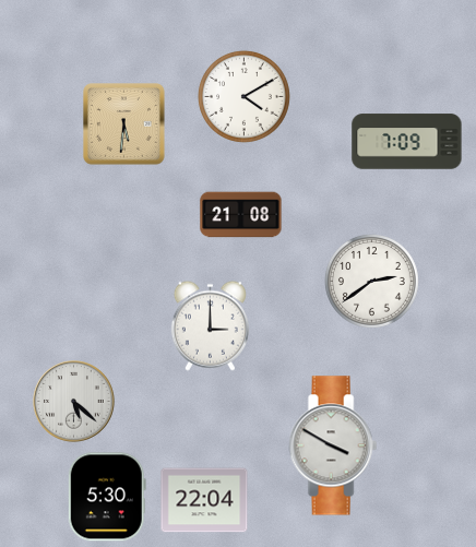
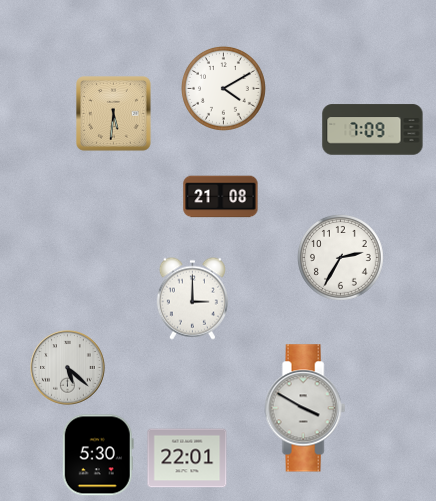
clock at (372, 282): 2:39 -> 2:35
clock at (204, 500): 22:04 -> 22:01
